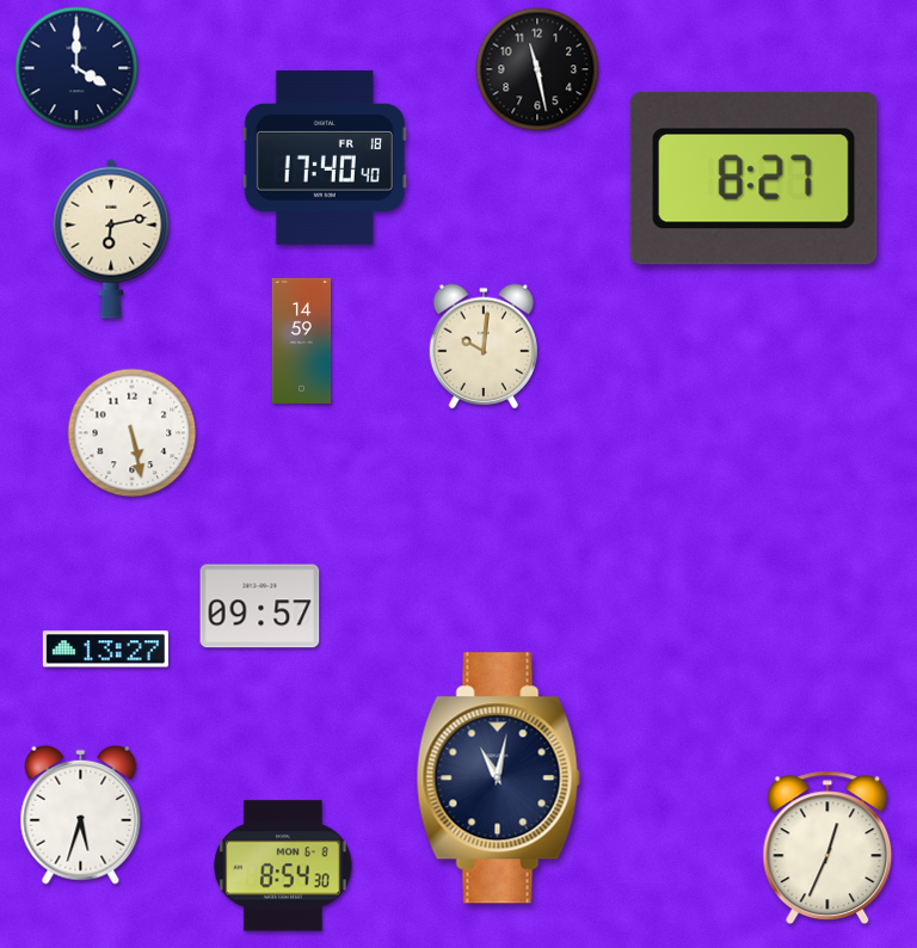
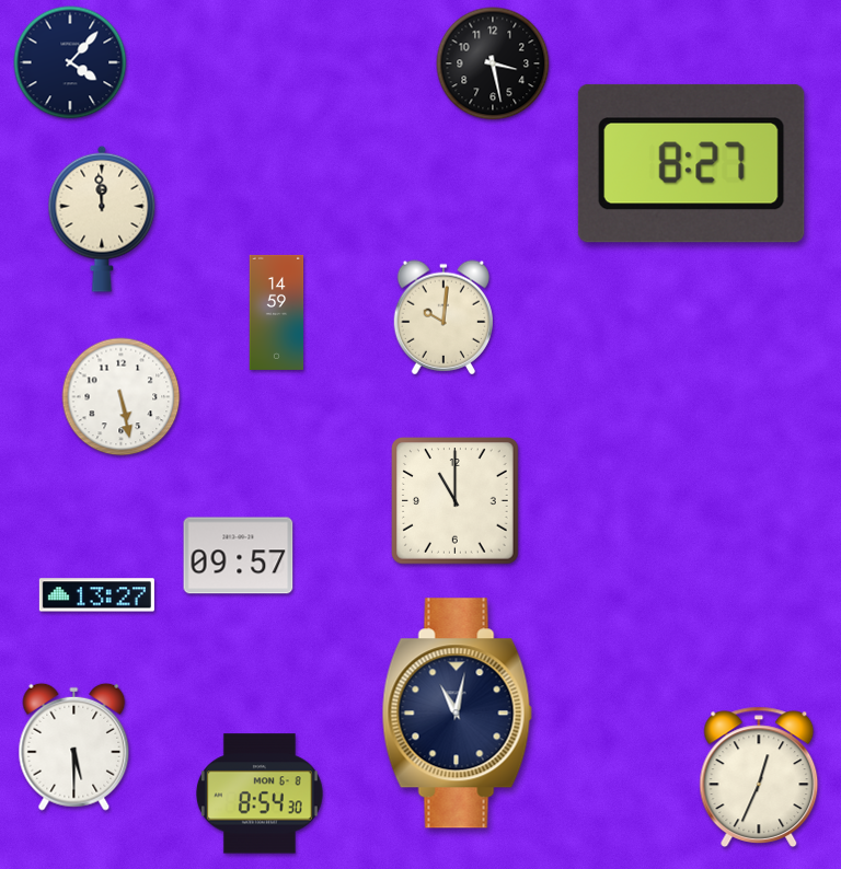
clock at (76, 68): 4:00 -> 4:07
clock at (537, 69): 11:28 -> 3:28
clock at (324, 158): 17:40 -> none
clock at (111, 239): 6:13 -> 11:59
clock at (456, 501): none -> 11:00
clock at (81, 814): 5:33 -> 5:30
